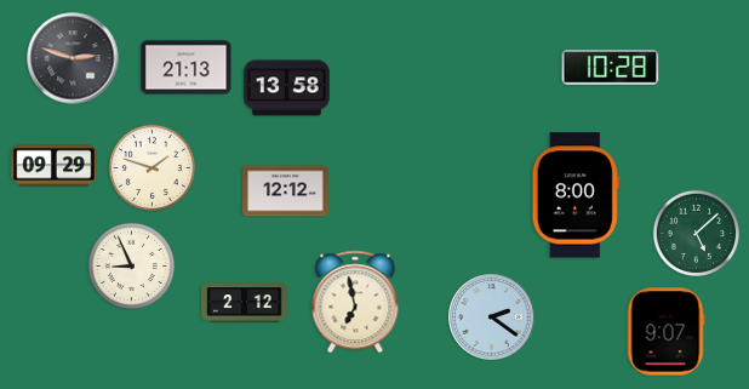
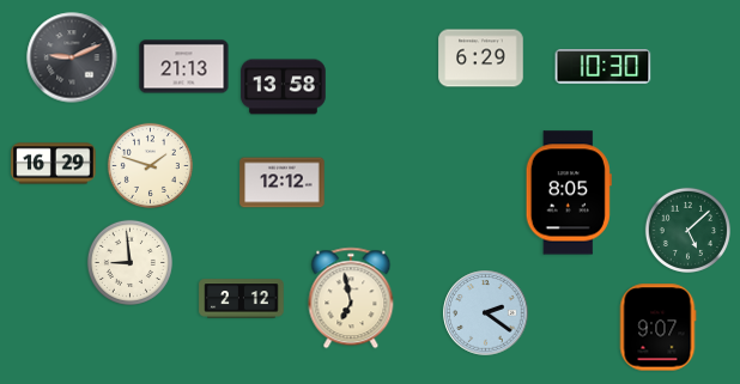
clock at (73, 58): 2:48 -> 9:11
clock at (481, 59): none -> 6:29
clock at (611, 68): 10:28 -> 10:30
clock at (55, 166): 09:29 -> 16:29
clock at (286, 191) position: (286, 191) -> (283, 183)
clock at (576, 195): 8:00 -> 8:05
clock at (131, 265): 8:56 -> 8:59
